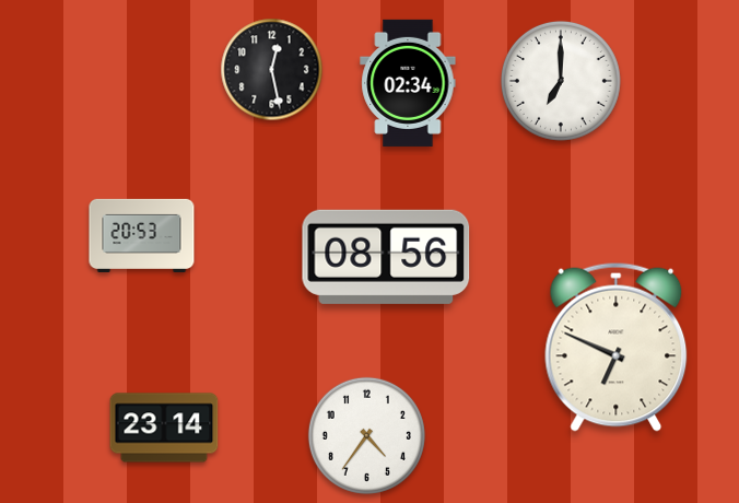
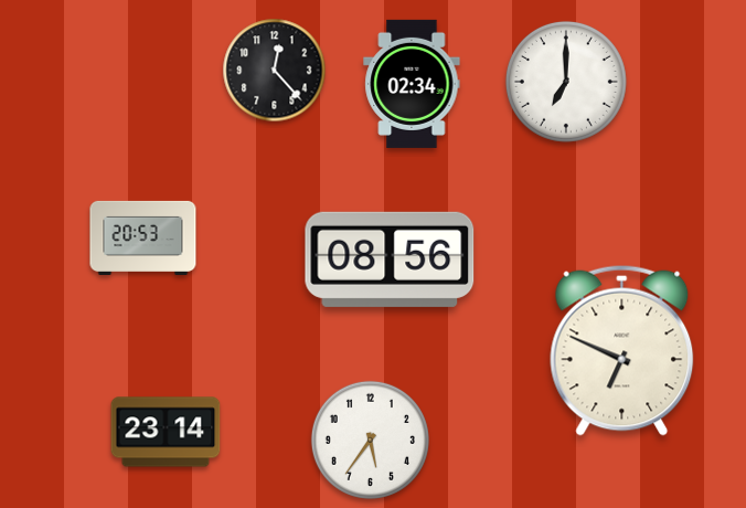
clock at (272, 70): 12:28 -> 12:23
clock at (366, 435): 4:36 -> 5:36
